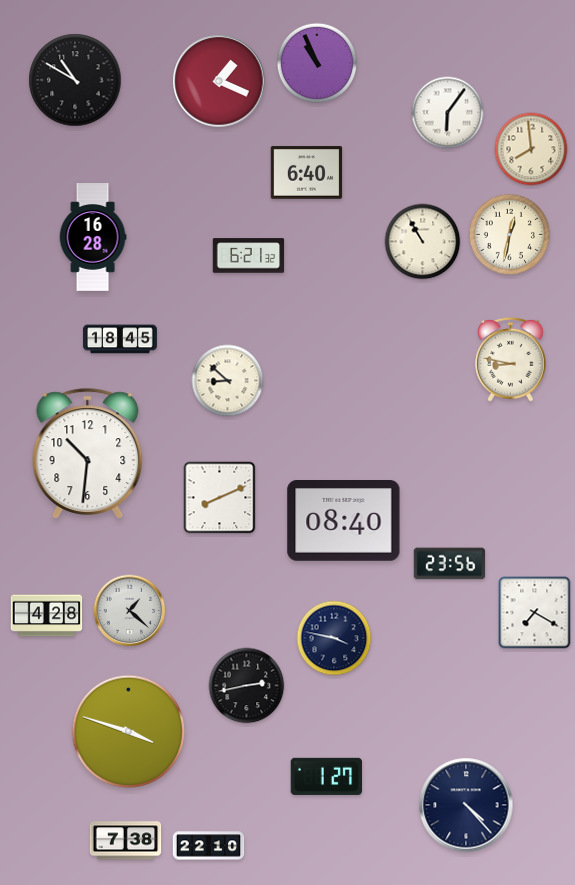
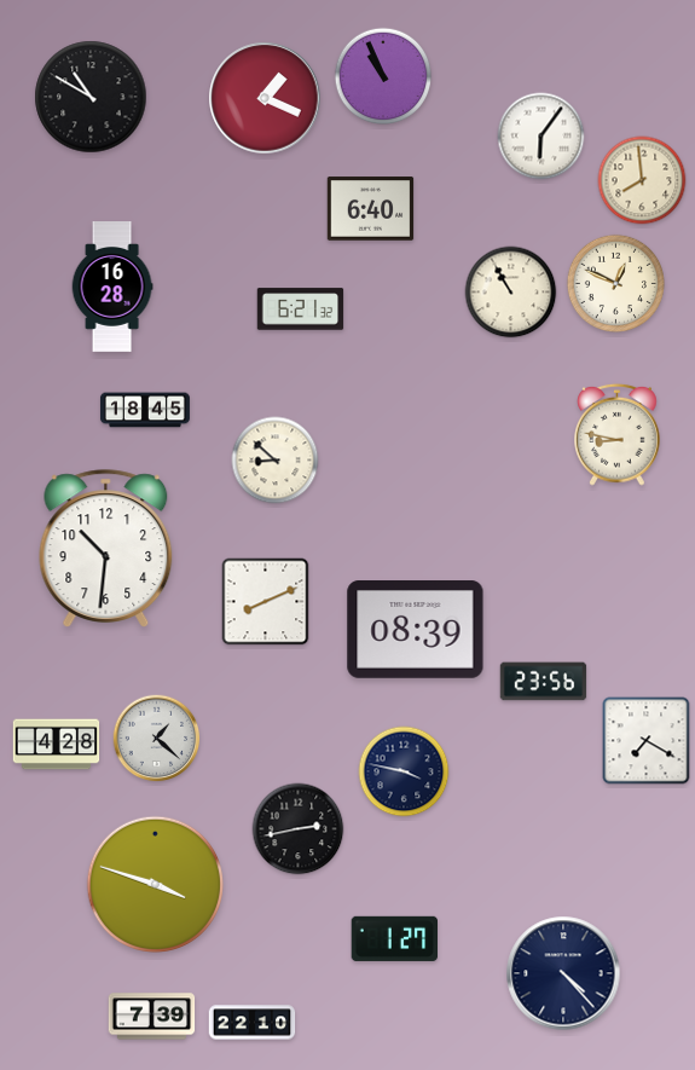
clock at (509, 234): 12:32 -> 12:49
clock at (344, 521): 08:40 -> 08:39
clock at (126, 841): 7:38 -> 7:39
